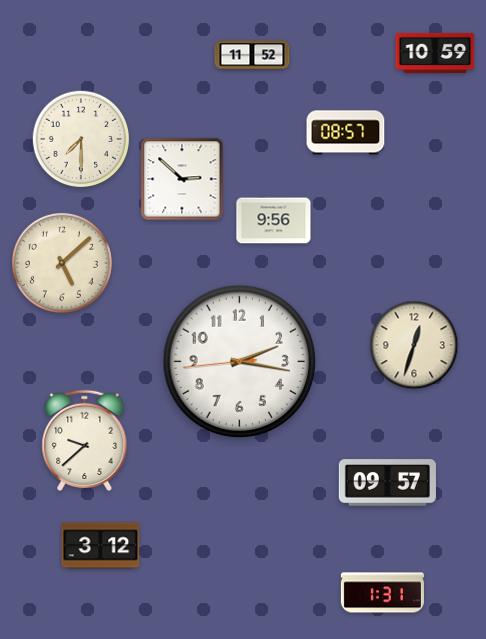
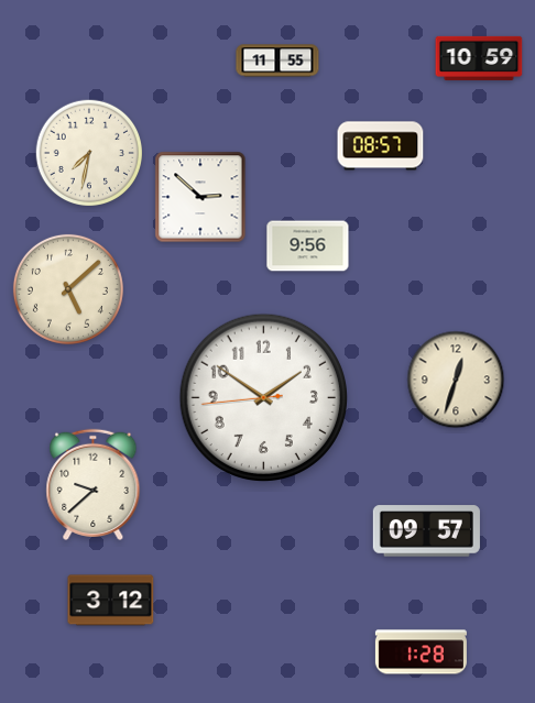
clock at (252, 55): 11:52 -> 11:55
clock at (81, 139): 7:30 -> 7:32
clock at (274, 221) position: (274, 221) -> (308, 246)
clock at (239, 361): 2:16 -> 1:50
clock at (382, 593): 1:31 -> 1:28
